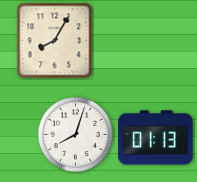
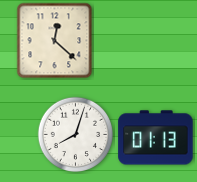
clock at (55, 41): 8:05 -> 12:22
